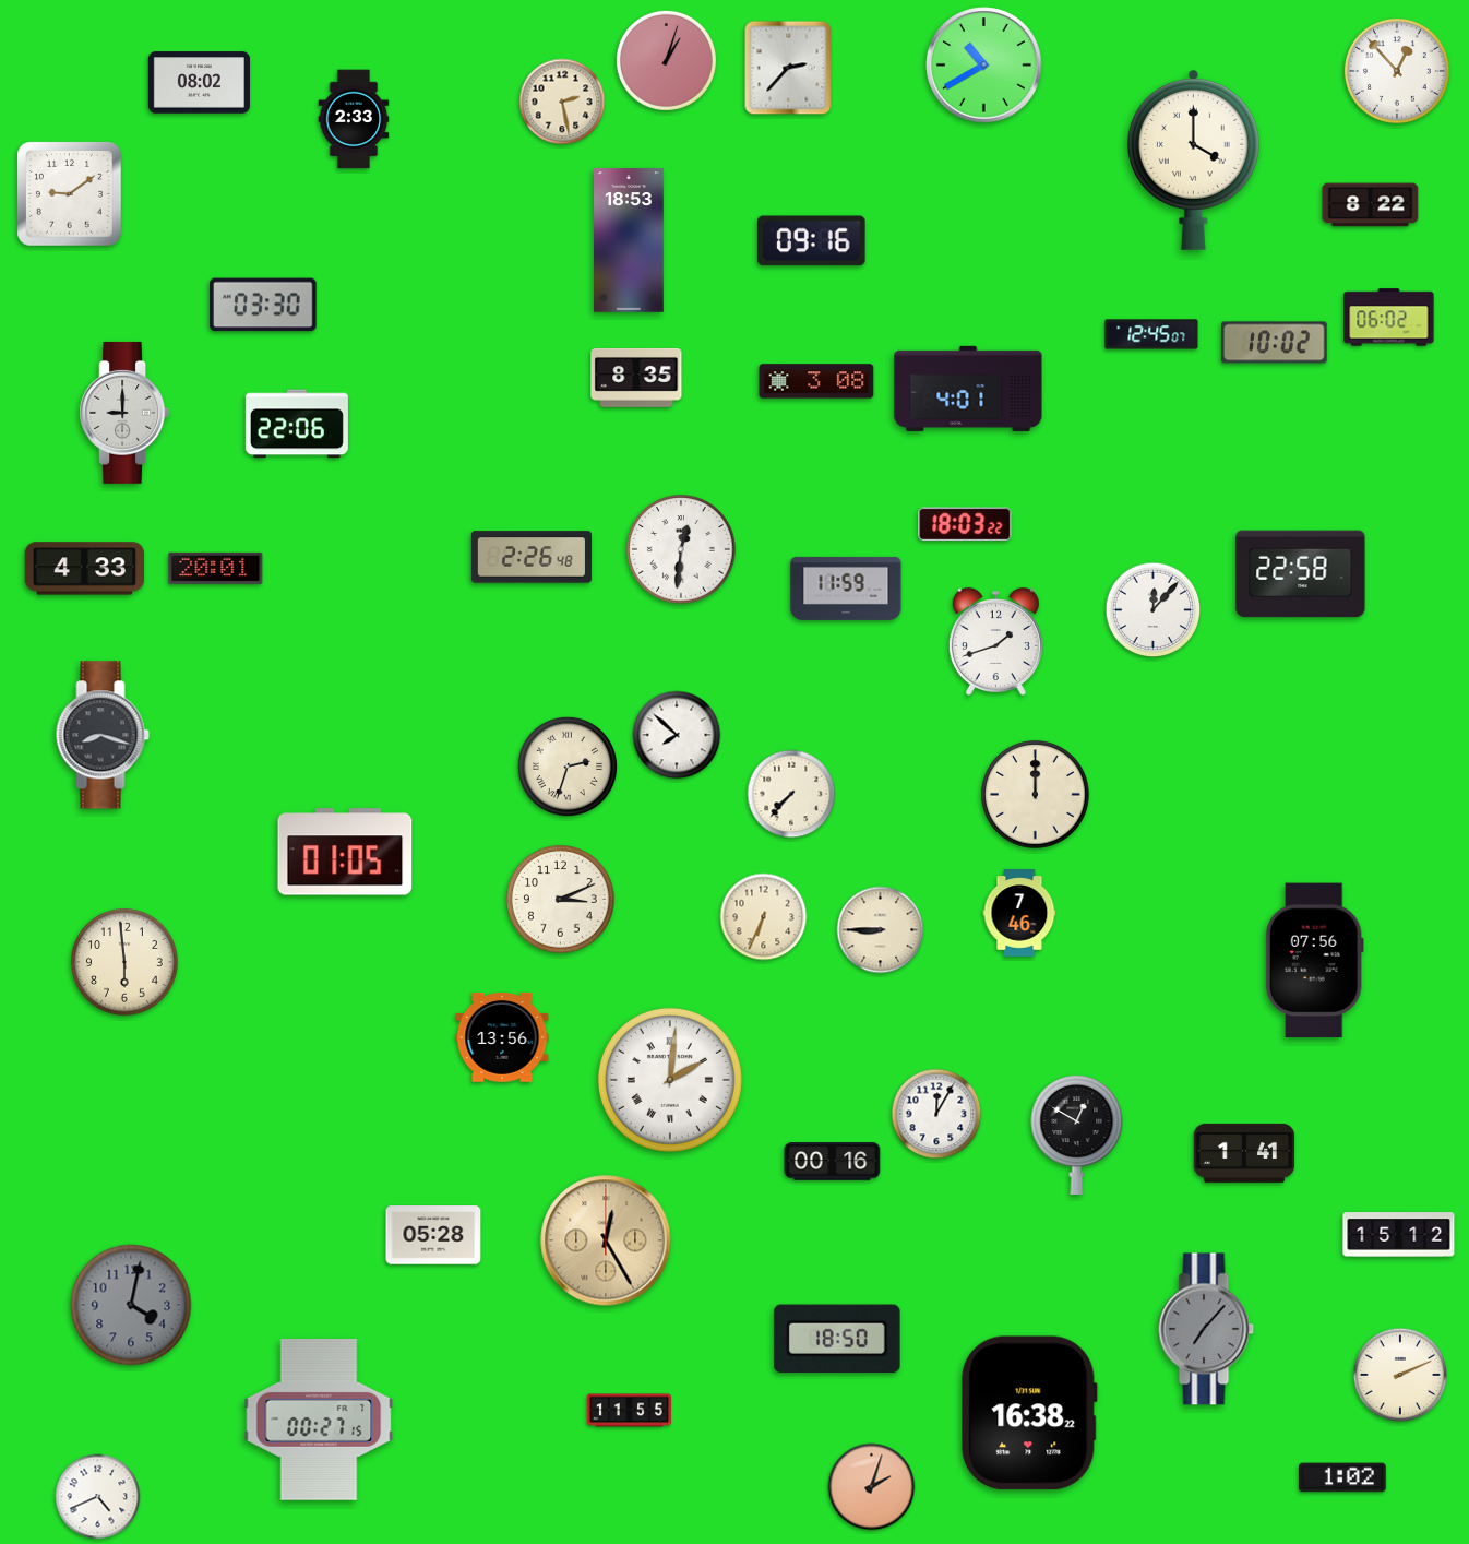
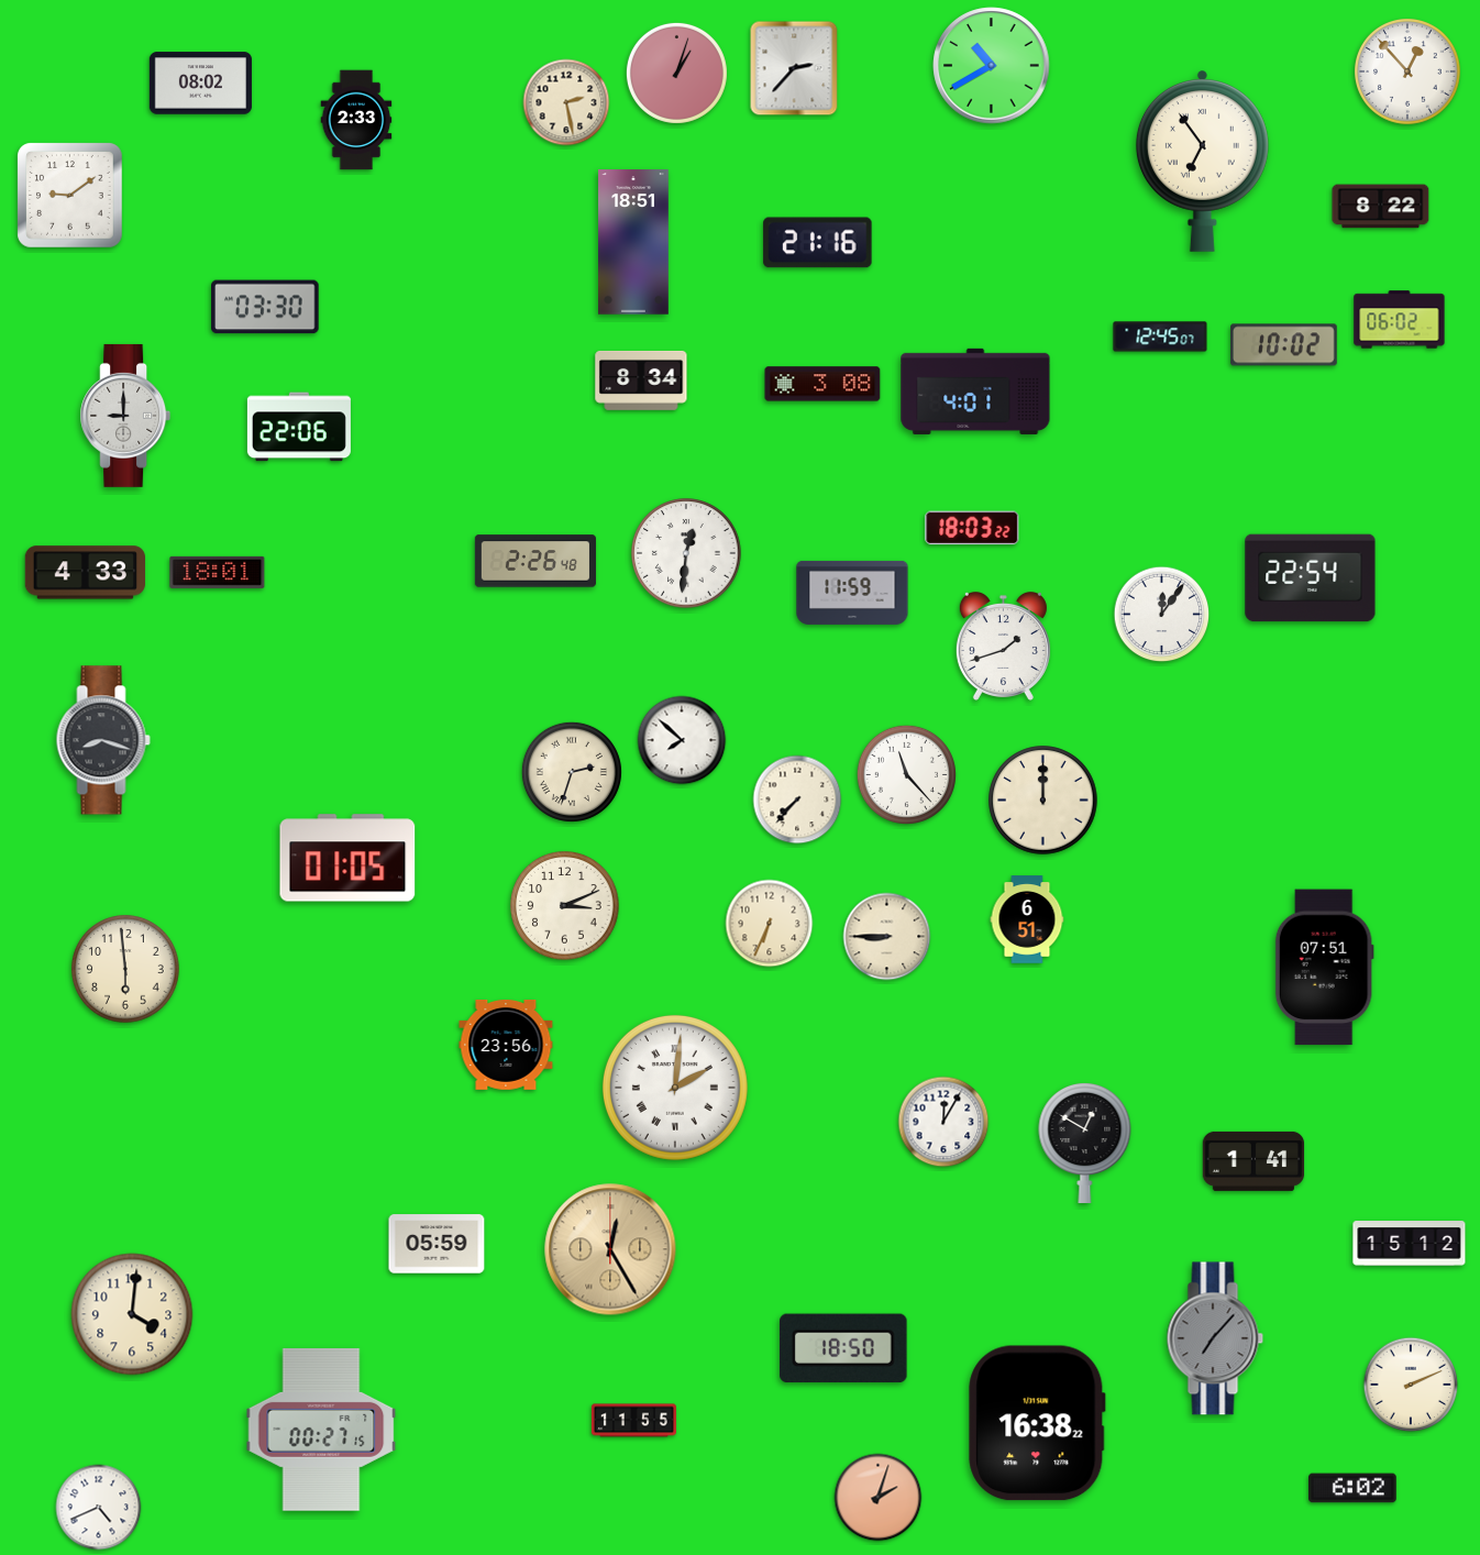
clock at (666, 60) position: (666, 60) -> (676, 73)
clock at (1193, 161): 4:00 -> 6:54
clock at (630, 240): 18:53 -> 18:51
clock at (812, 241): 09:16 -> 21:16
clock at (636, 378): 8:35 -> 8:34
clock at (216, 568): 20:01 -> 18:01
clock at (1301, 574): 22:58 -> 22:54
clock at (1154, 610): 12:07 -> 12:06
clock at (906, 774): none -> 11:23
clock at (1019, 913): 7:46 -> 6:51
clock at (1314, 961): 07:56 -> 07:51
clock at (502, 1038): 13:56 -> 23:56
clock at (833, 1162): 00:16 -> none
clock at (433, 1235): 05:28 -> 05:59
clock at (131, 1305): 4:02 -> 4:01
clock at (131, 1305) dial: grey -> cream
clock at (1342, 1477): 1:02 -> 6:02
